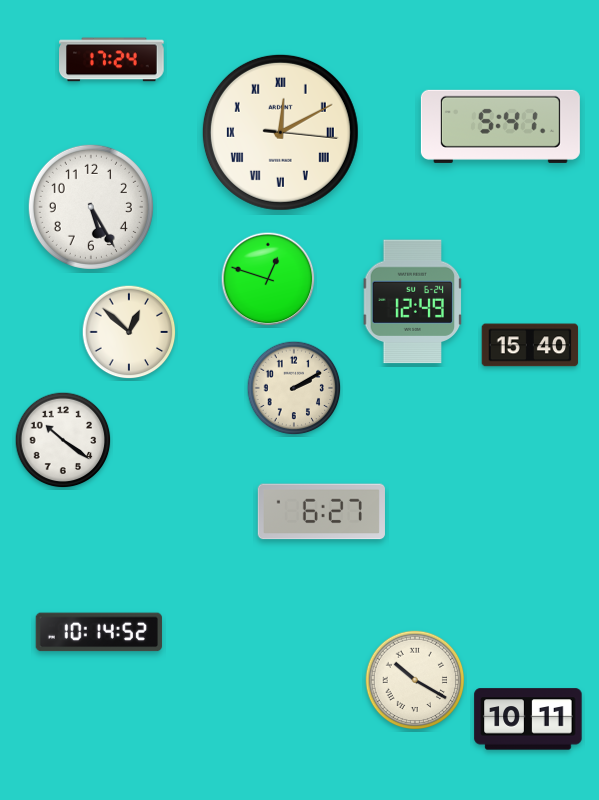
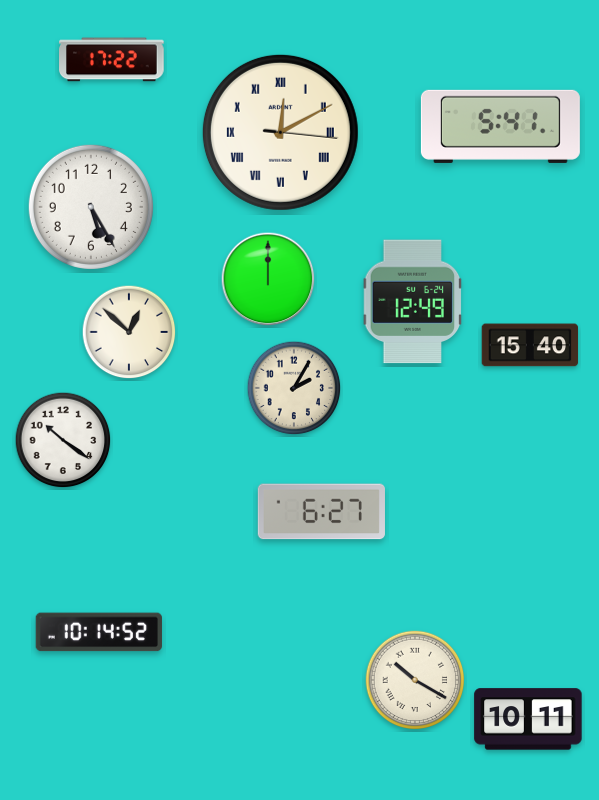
clock at (112, 60): 17:24 -> 17:22
clock at (268, 279): 12:48 -> 12:00
clock at (294, 388): 2:10 -> 2:05
